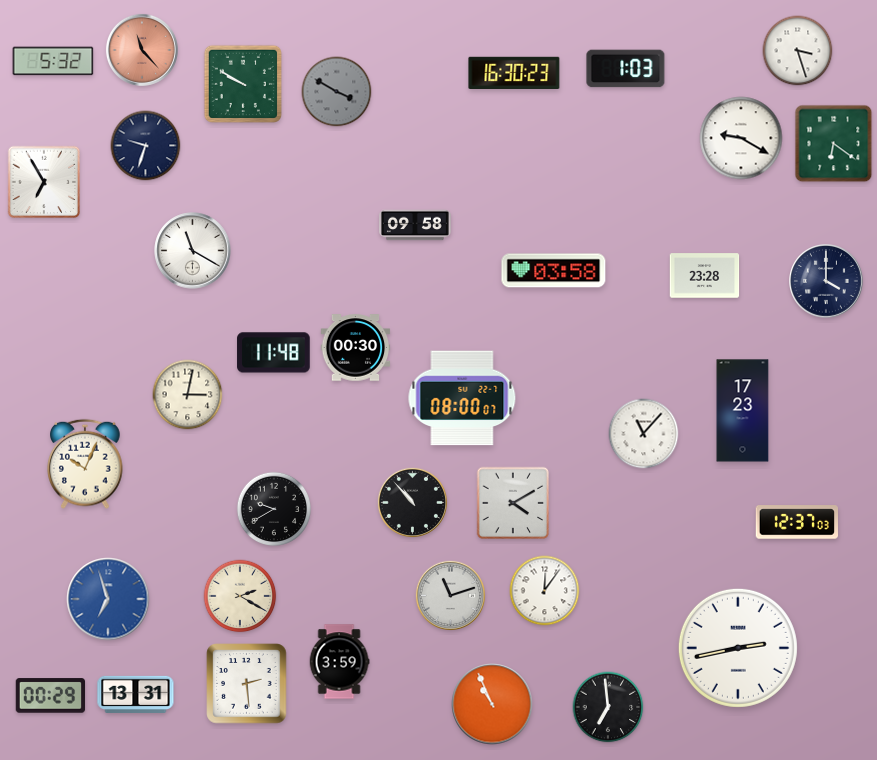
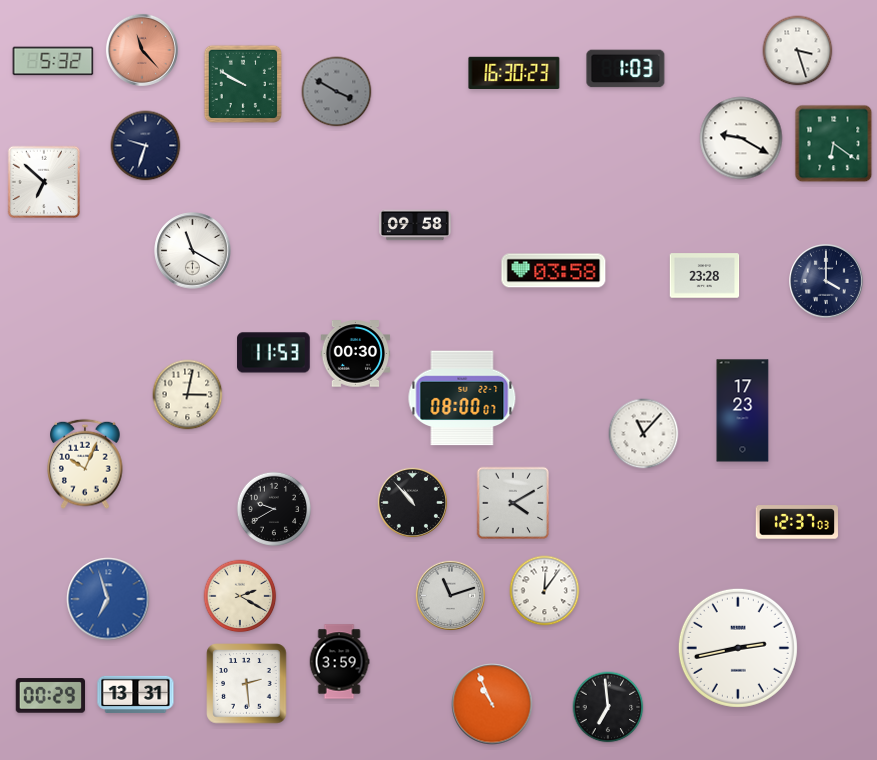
clock at (44, 182): 6:55 -> 6:52
clock at (356, 348) position: (356, 348) -> (356, 354)
clock at (274, 353): 11:48 -> 11:53
